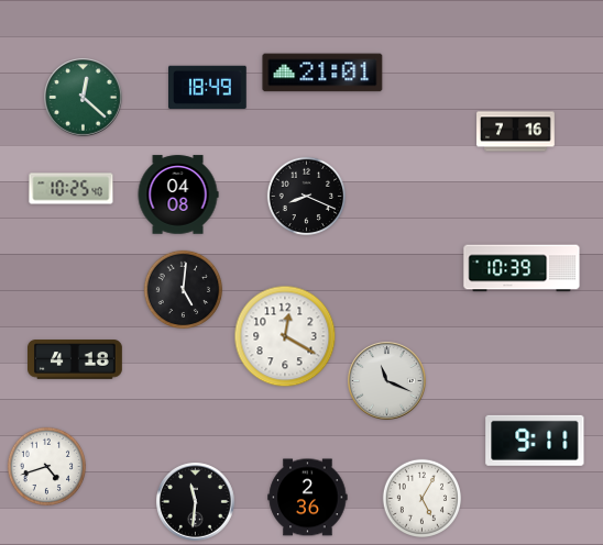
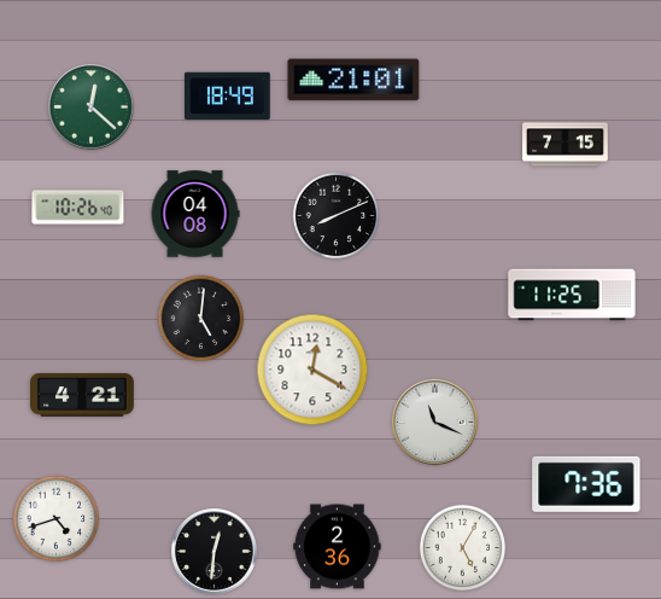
clock at (516, 132): 7:16 -> 7:15
clock at (72, 189): 10:25 -> 10:26
clock at (307, 197): 8:19 -> 8:11
clock at (522, 268): 10:39 -> 11:25
clock at (76, 359): 4:18 -> 4:21
clock at (387, 381) position: (387, 381) -> (435, 423)
clock at (535, 441): 9:11 -> 7:36
clock at (47, 467) position: (47, 467) -> (57, 519)
clock at (196, 502): 11:31 -> 12:31
